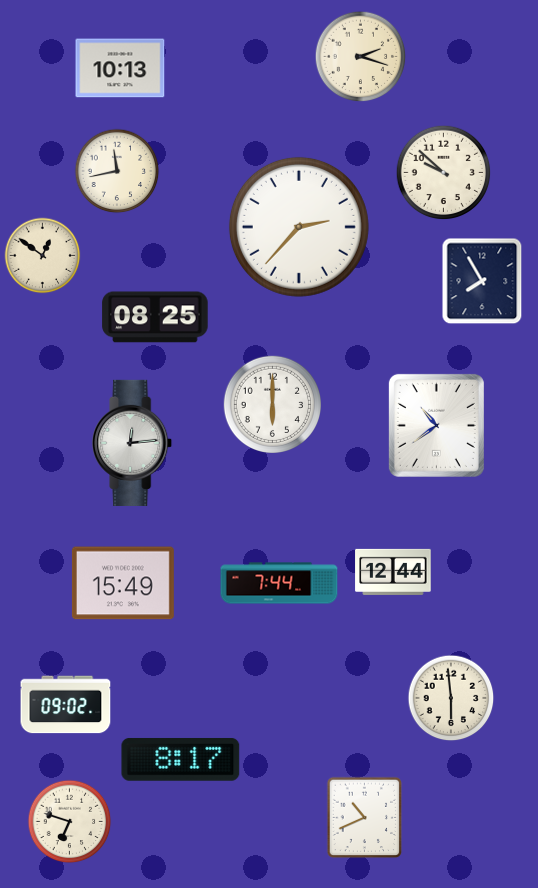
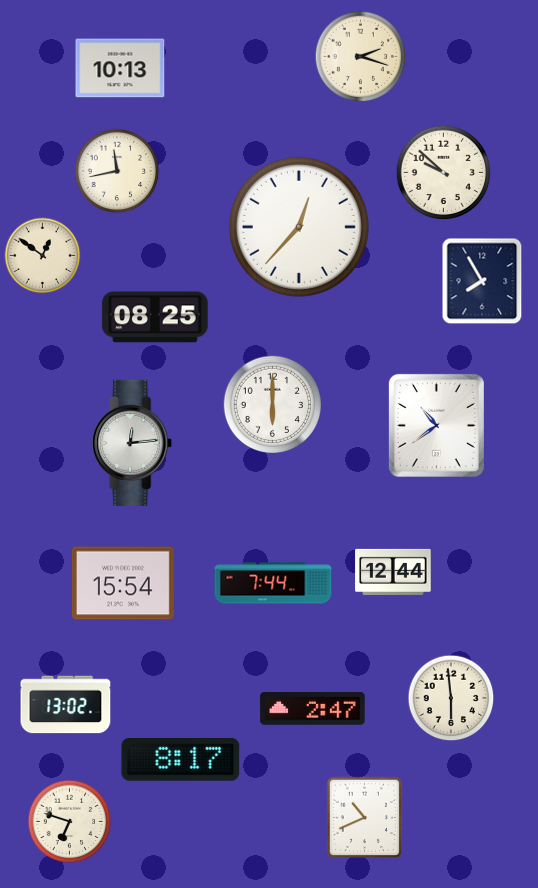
clock at (299, 227): 2:37 -> 12:37
clock at (123, 583): 15:49 -> 15:54
clock at (279, 583) position: (279, 583) -> (273, 583)
clock at (66, 705): 09:02 -> 13:02
clock at (313, 709): none -> 2:47
